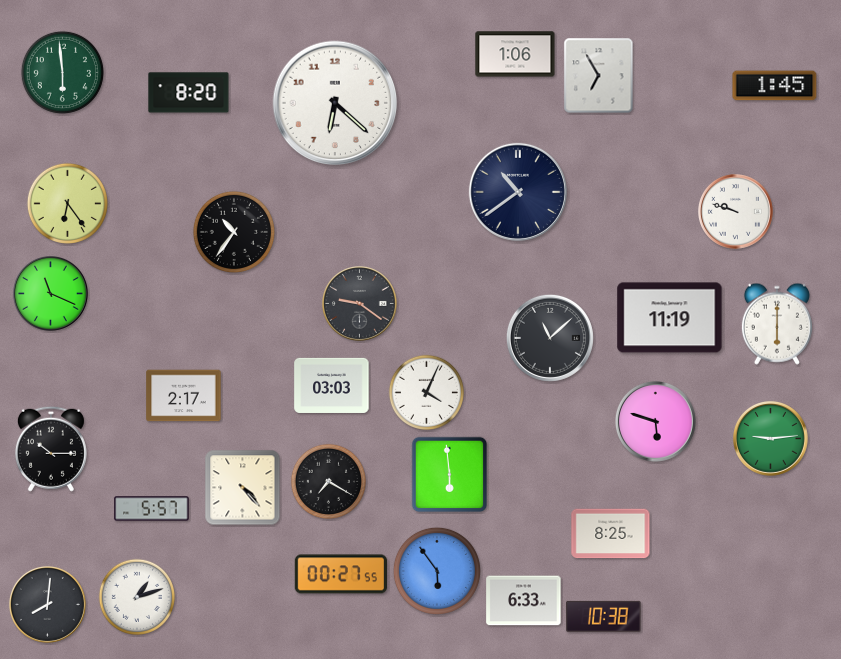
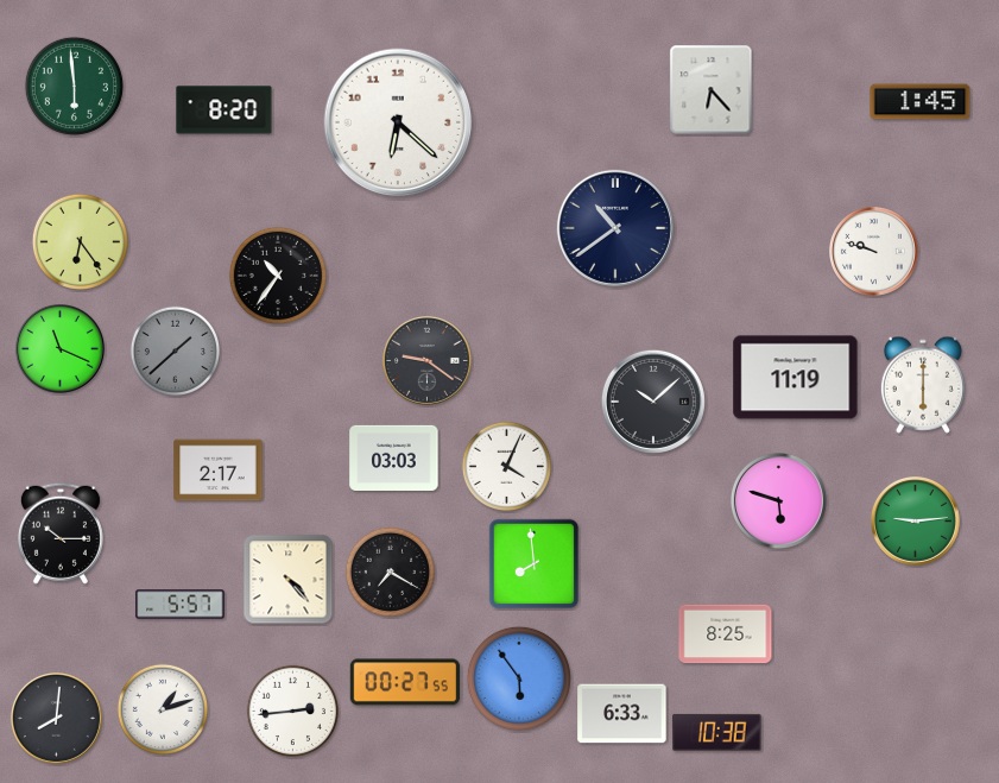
clock at (515, 54): 1:06 -> none
clock at (599, 76): 6:55 -> 6:23
clock at (175, 351): none -> 1:38
clock at (550, 338): 11:08 -> 10:08
clock at (450, 475): 5:59 -> 7:59
clock at (292, 711): none -> 2:44
